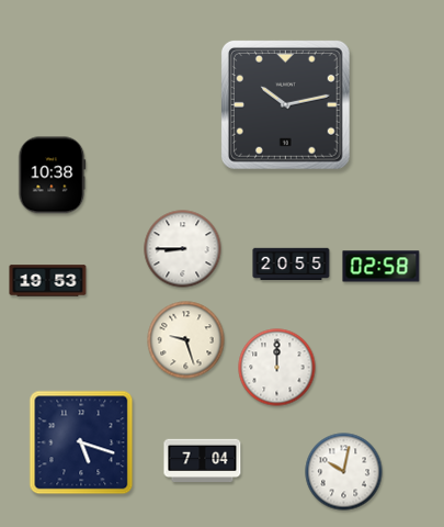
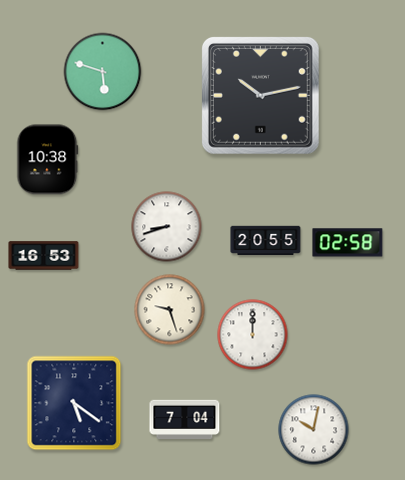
clock at (103, 72): none -> 5:48
clock at (183, 249): 8:45 -> 8:42
clock at (48, 281): 19:53 -> 16:53
clock at (81, 442): 5:18 -> 5:21
